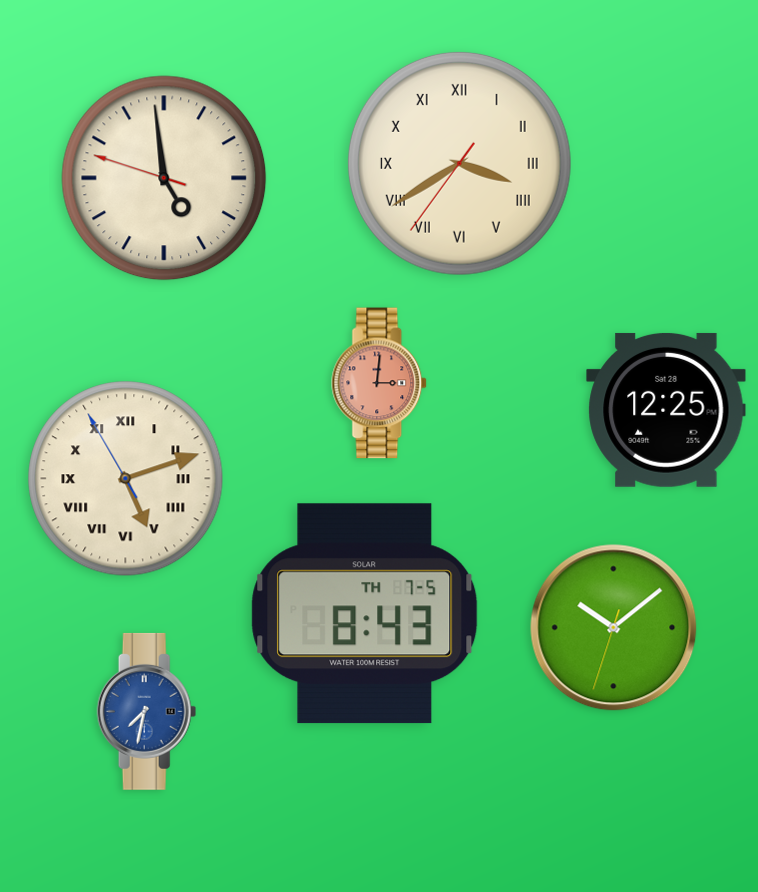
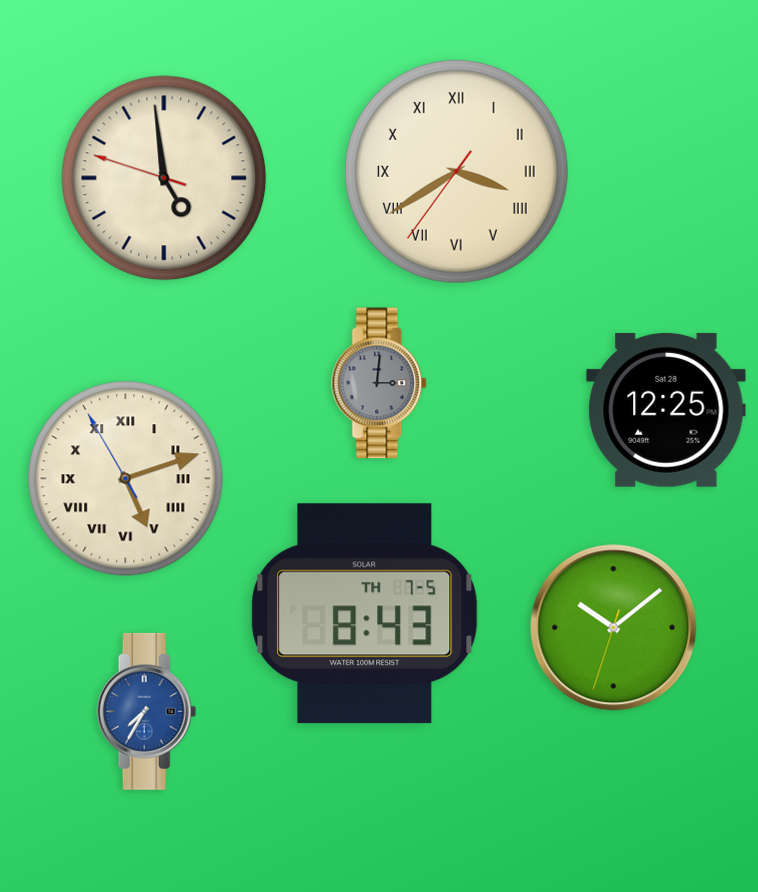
clock at (459, 163) position: (459, 163) -> (456, 171)
clock at (380, 383) dial: salmon -> grey
clock at (147, 711): 7:32 -> 7:35
